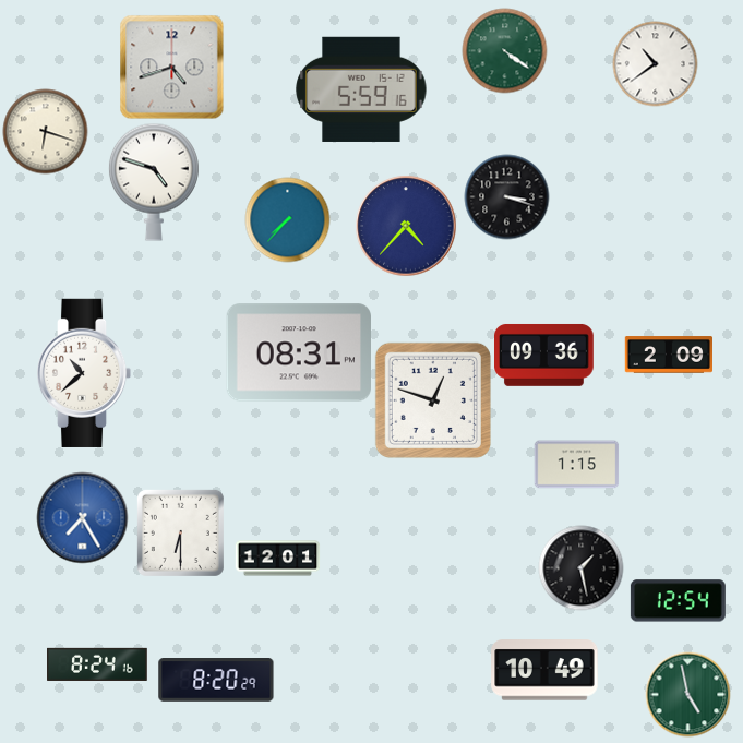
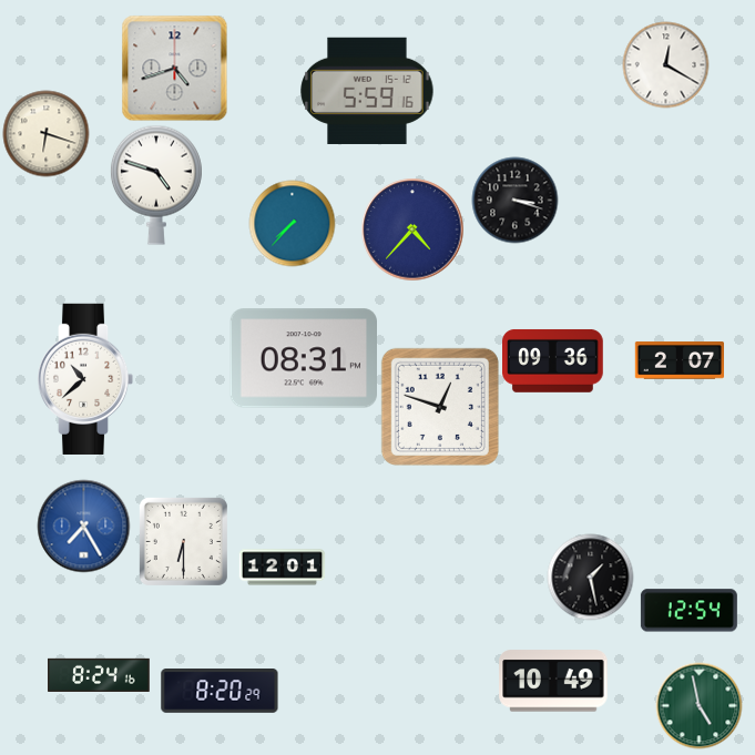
clock at (504, 50): 4:21 -> none
clock at (655, 63): 10:39 -> 12:20
clock at (668, 355): 2:09 -> 2:07
clock at (576, 465): 1:15 -> none
